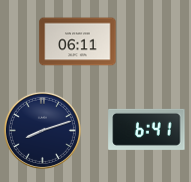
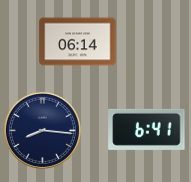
clock at (78, 42): 06:11 -> 06:14
clock at (42, 130): 8:12 -> 8:16
